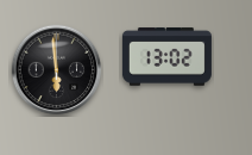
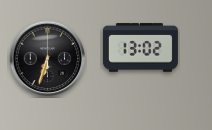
clock at (57, 70): 5:59 -> 6:33
